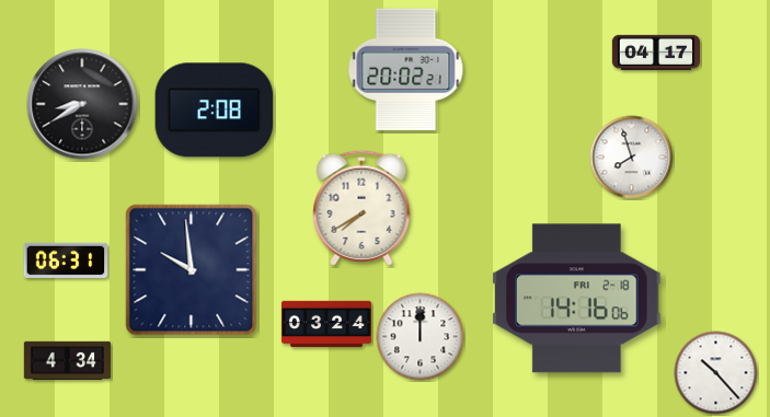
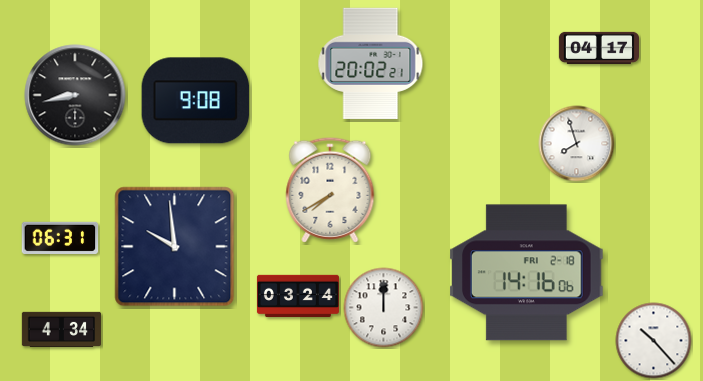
clock at (82, 104): 8:40 -> 8:43
clock at (215, 111): 2:08 -> 9:08
